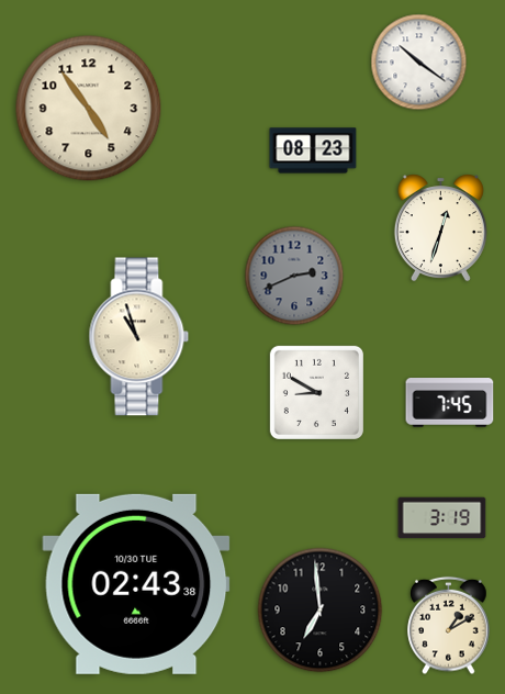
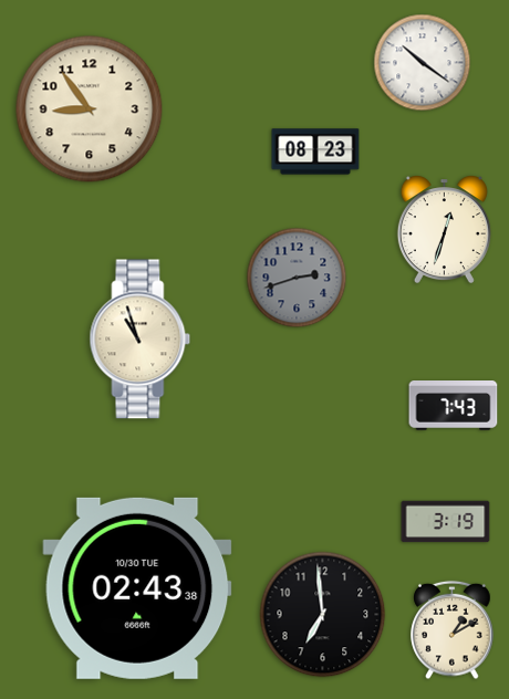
clock at (89, 109): 4:54 -> 8:54
clock at (294, 276): 2:41 -> 2:42
clock at (316, 392): 8:50 -> none
clock at (450, 403): 7:45 -> 7:43
